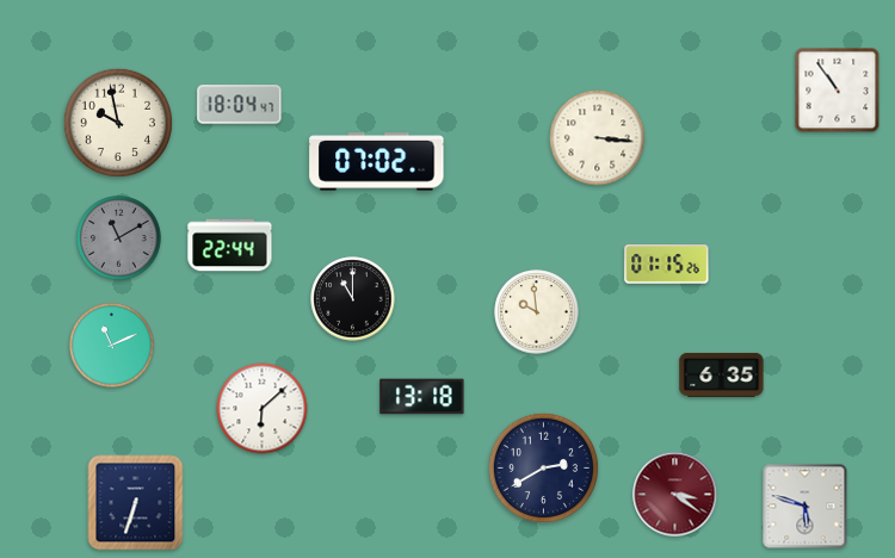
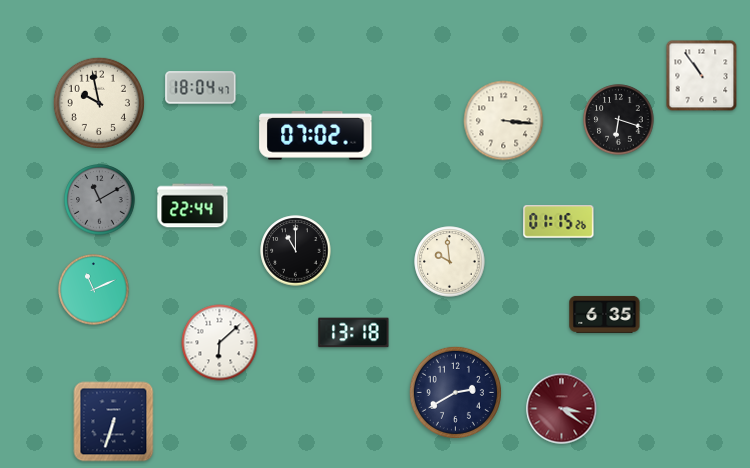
clock at (598, 138) position: (598, 138) -> (504, 121)
clock at (619, 120): none -> 6:18
clock at (675, 495) position: (675, 495) -> (562, 409)
clock at (805, 507): 5:48 -> none
